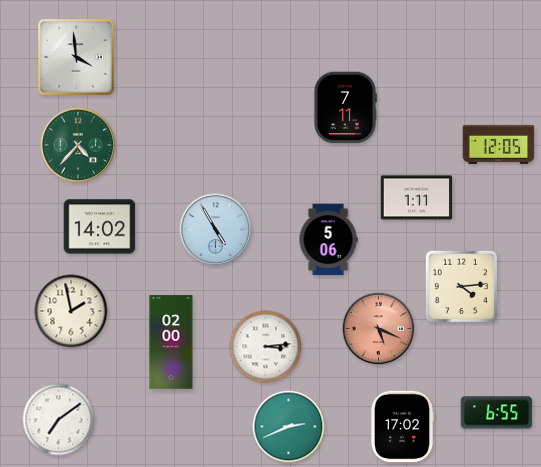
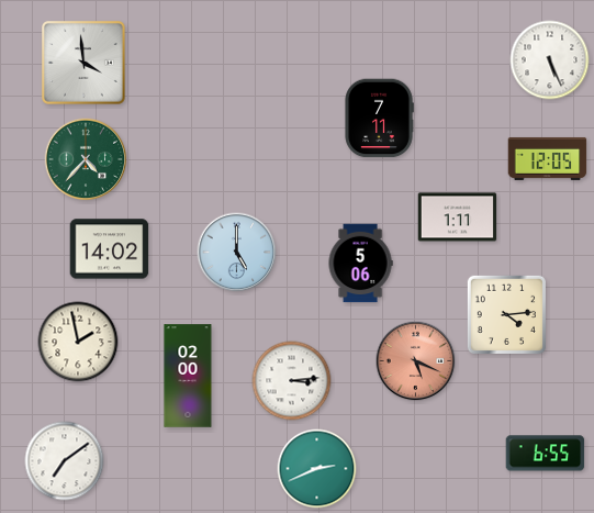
clock at (550, 60): none -> 5:26
clock at (216, 230): 4:55 -> 5:00
clock at (402, 427): 17:02 -> none
